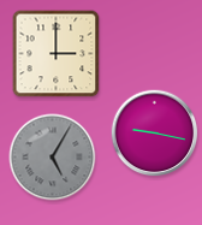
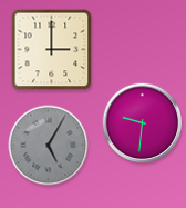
clock at (155, 134): 9:17 -> 9:31
